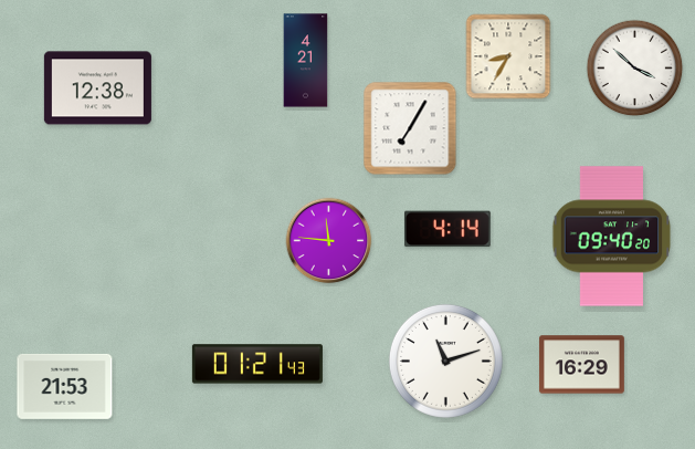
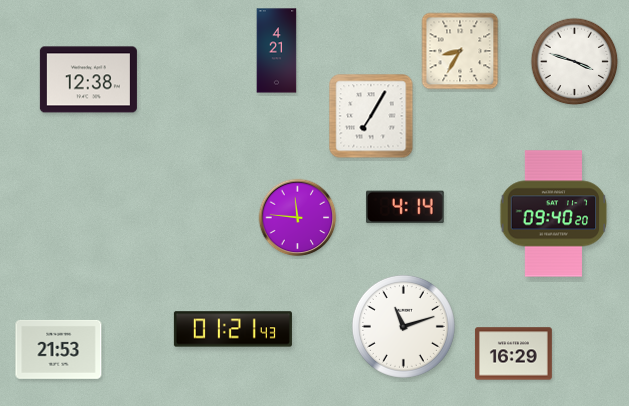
clock at (306, 61) position: (306, 61) -> (277, 51)
clock at (635, 69): 3:52 -> 3:48
clock at (581, 365) position: (581, 365) -> (513, 354)
